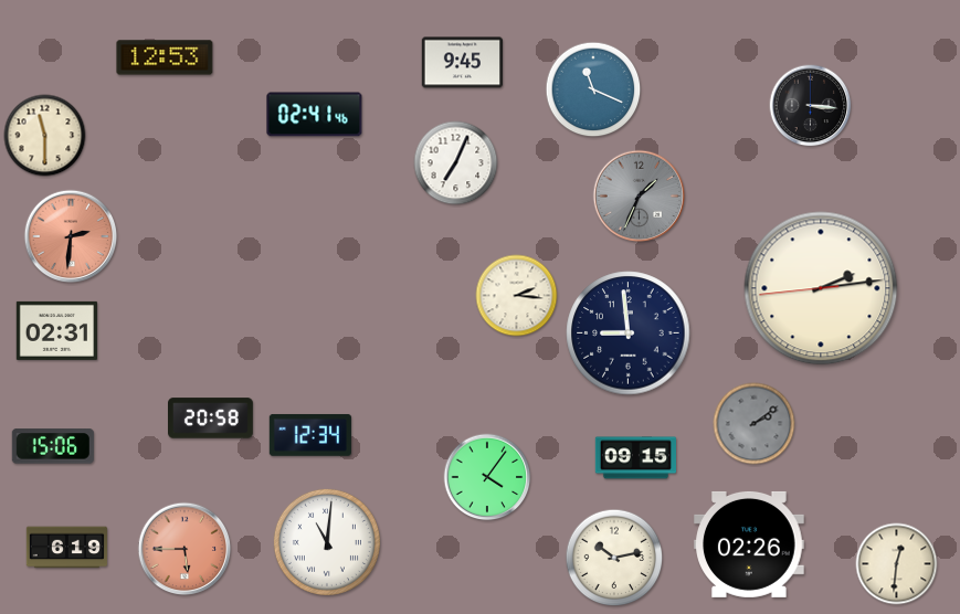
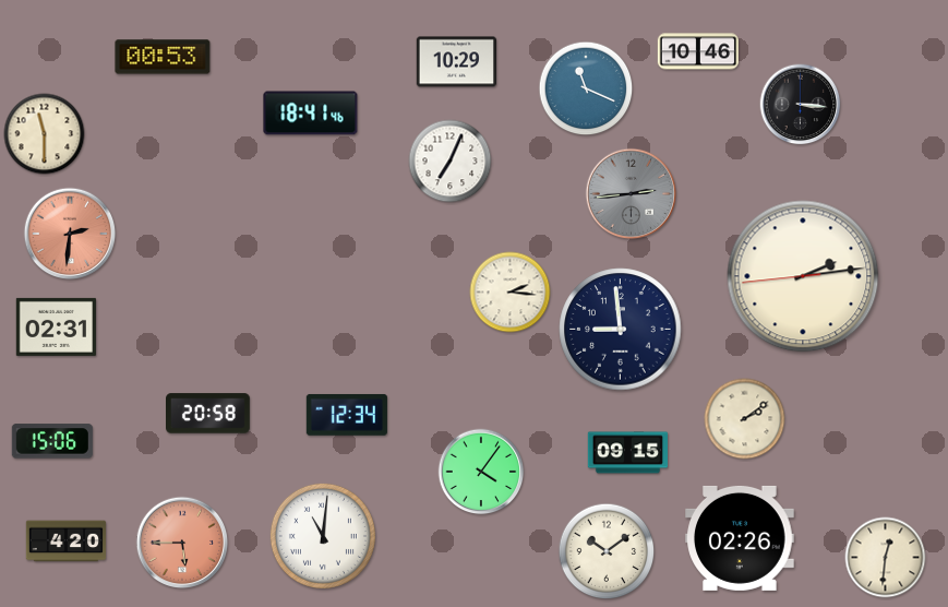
clock at (698, 51): none -> 10:46
clock at (165, 57): 12:53 -> 00:53
clock at (462, 63): 9:45 -> 10:29
clock at (315, 115): 02:41 -> 18:41
clock at (640, 197): 1:34 -> 2:44
clock at (821, 288) position: (821, 288) -> (803, 276)
clock at (755, 424) dial: grey -> cream
clock at (310, 435) position: (310, 435) -> (347, 415)
clock at (67, 548): 6:19 -> 4:20
clock at (614, 558): 10:13 -> 10:09
